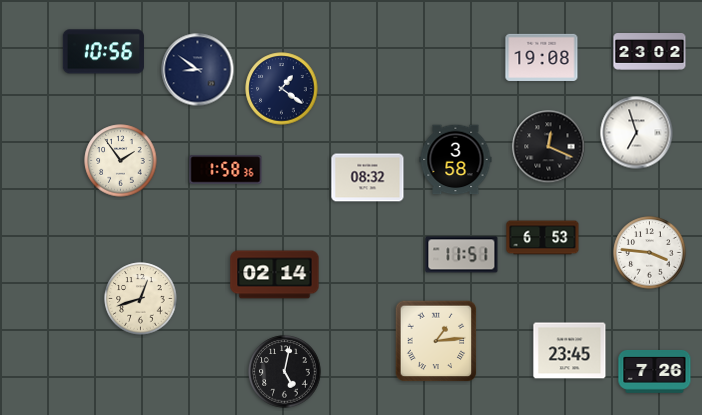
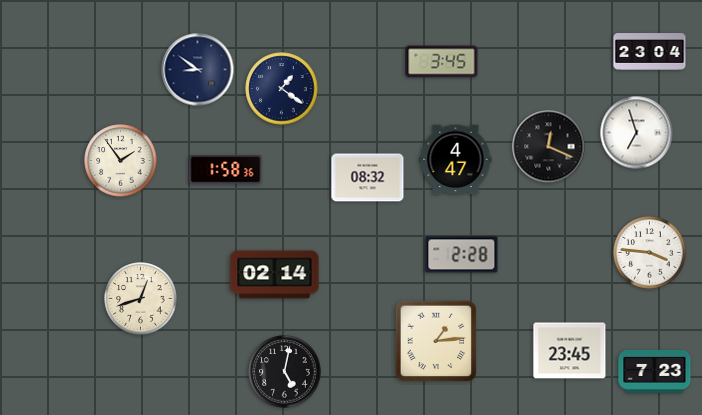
clock at (103, 52): 10:56 -> none
clock at (650, 52): 23:02 -> 23:04
clock at (542, 57): 19:08 -> none
clock at (442, 62): none -> 3:45
clock at (456, 160): 3:58 -> 4:47
clock at (543, 238): 6:53 -> none
clock at (462, 255): 11:51 -> 2:28
clock at (655, 371): 7:26 -> 7:23
